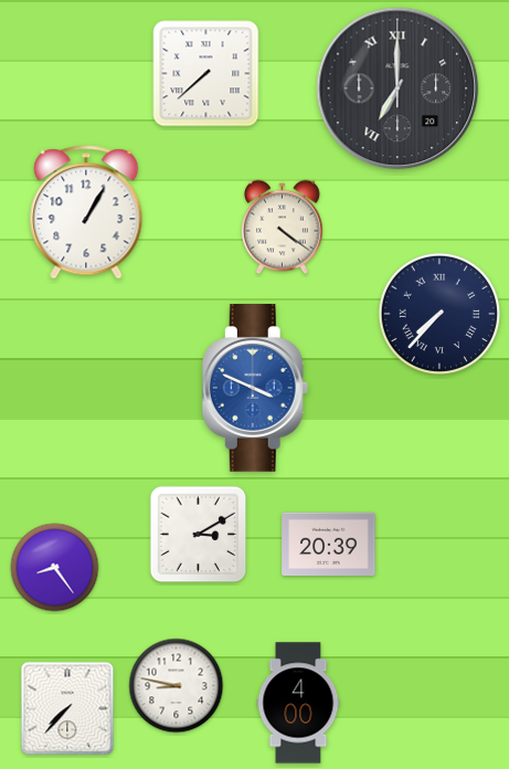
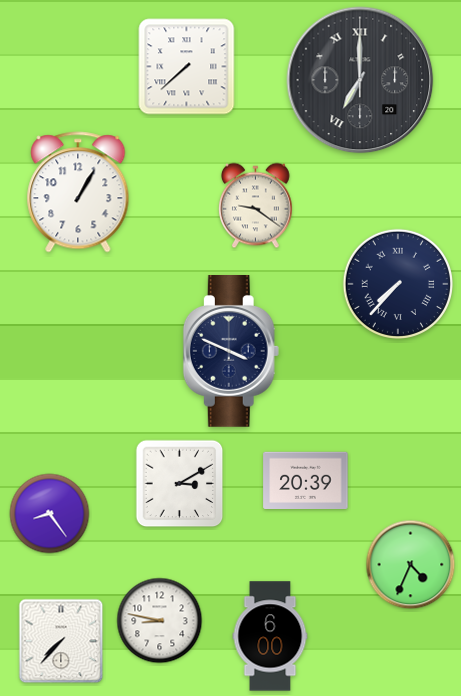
clock at (282, 228): 4:21 -> 9:21
clock at (255, 389) dial: blue -> navy
clock at (329, 545) position: (329, 545) -> (306, 481)
clock at (411, 565): none -> 4:34
clock at (298, 703): 4:00 -> 6:00
